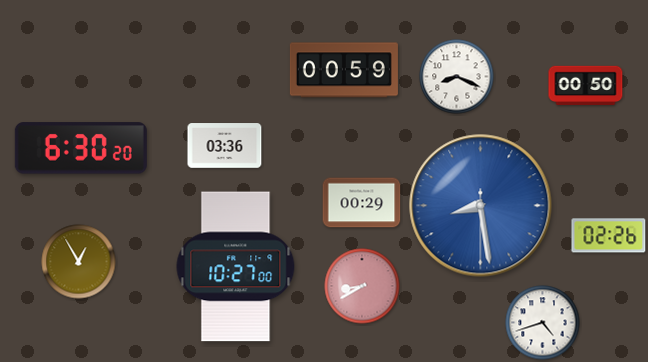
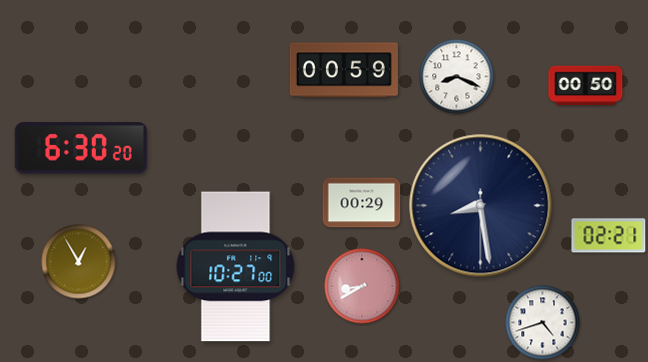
clock at (225, 146): 03:36 -> none
clock at (481, 206) dial: blue -> navy
clock at (609, 236): 02:26 -> 02:21
